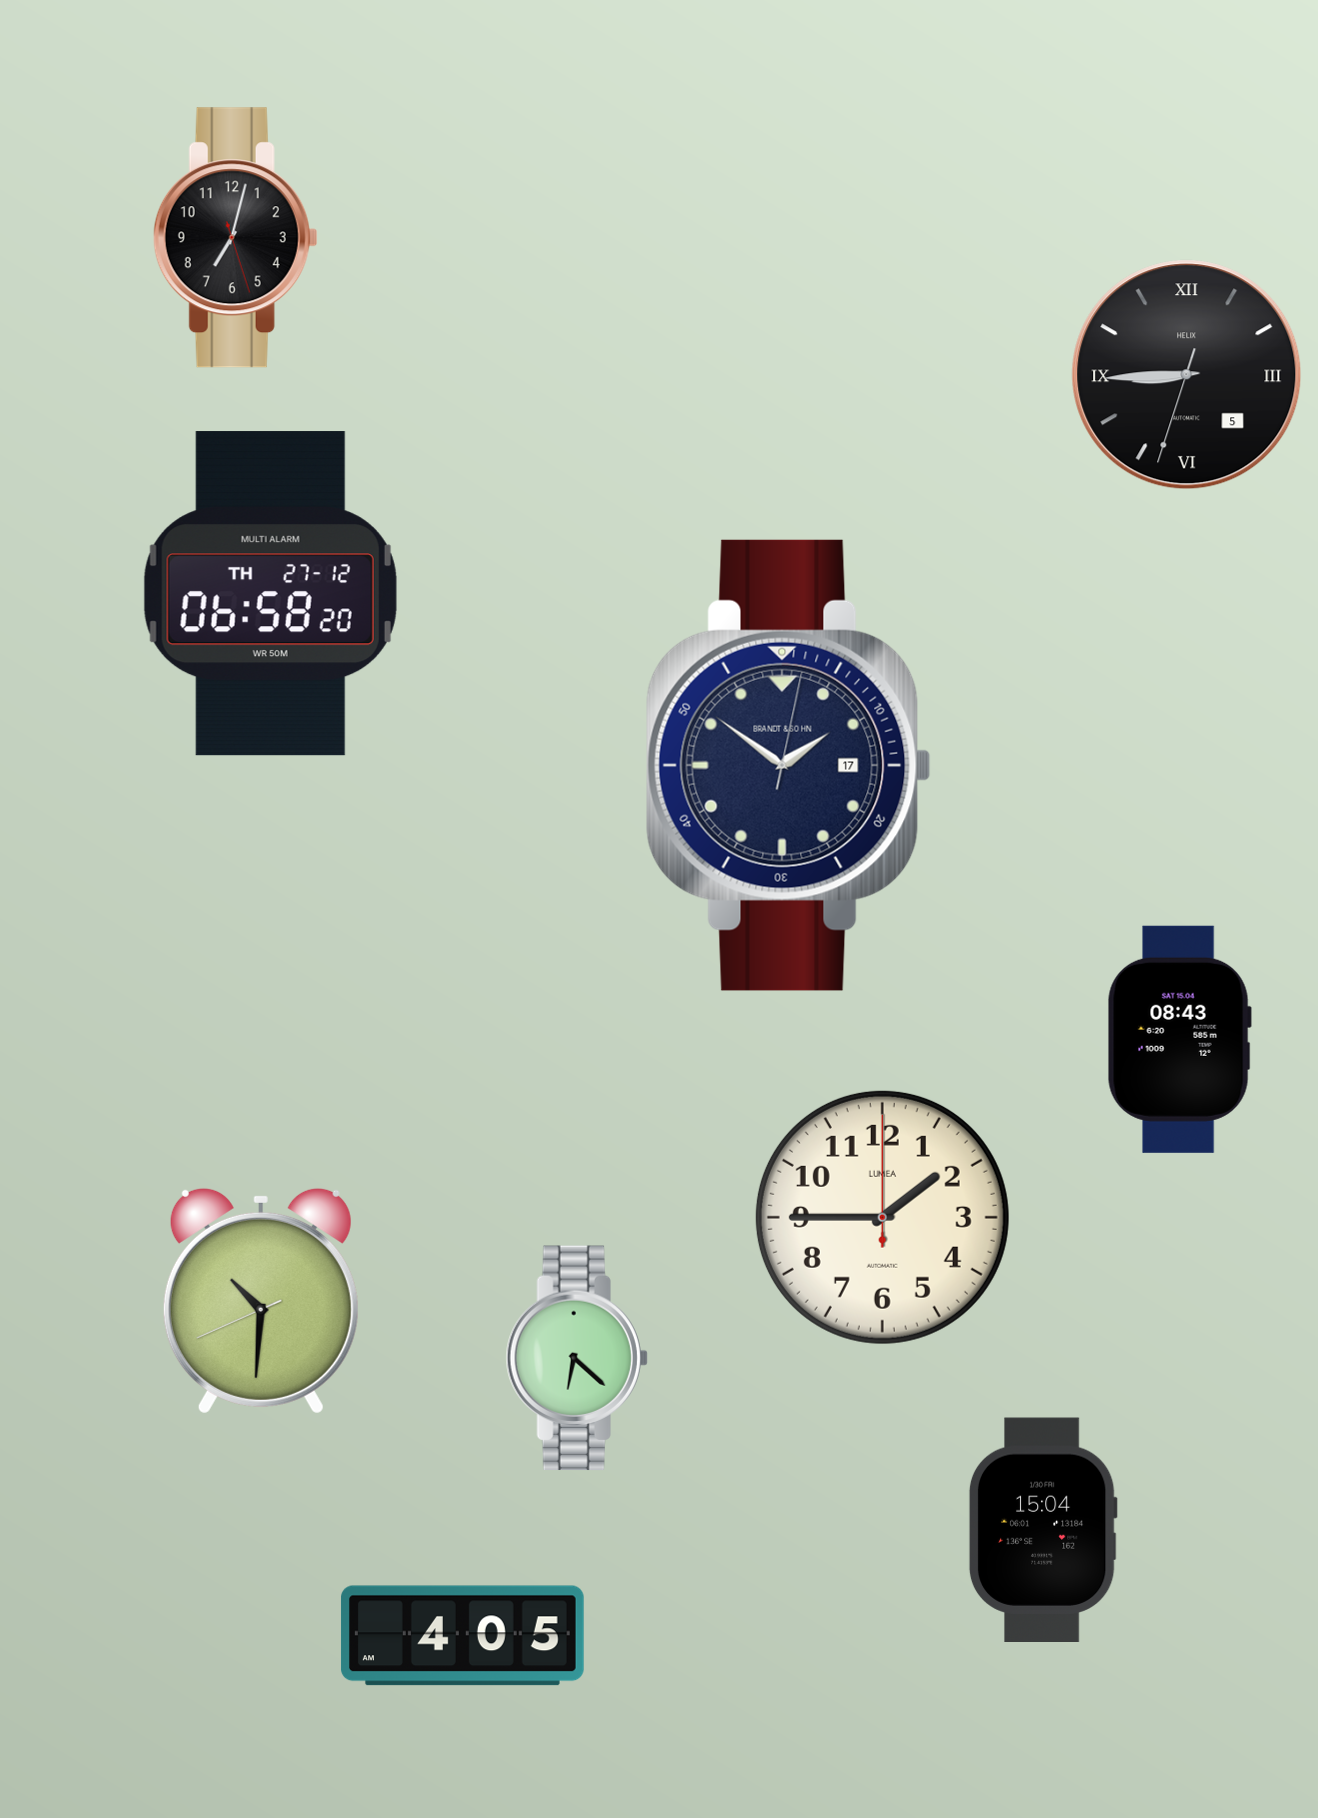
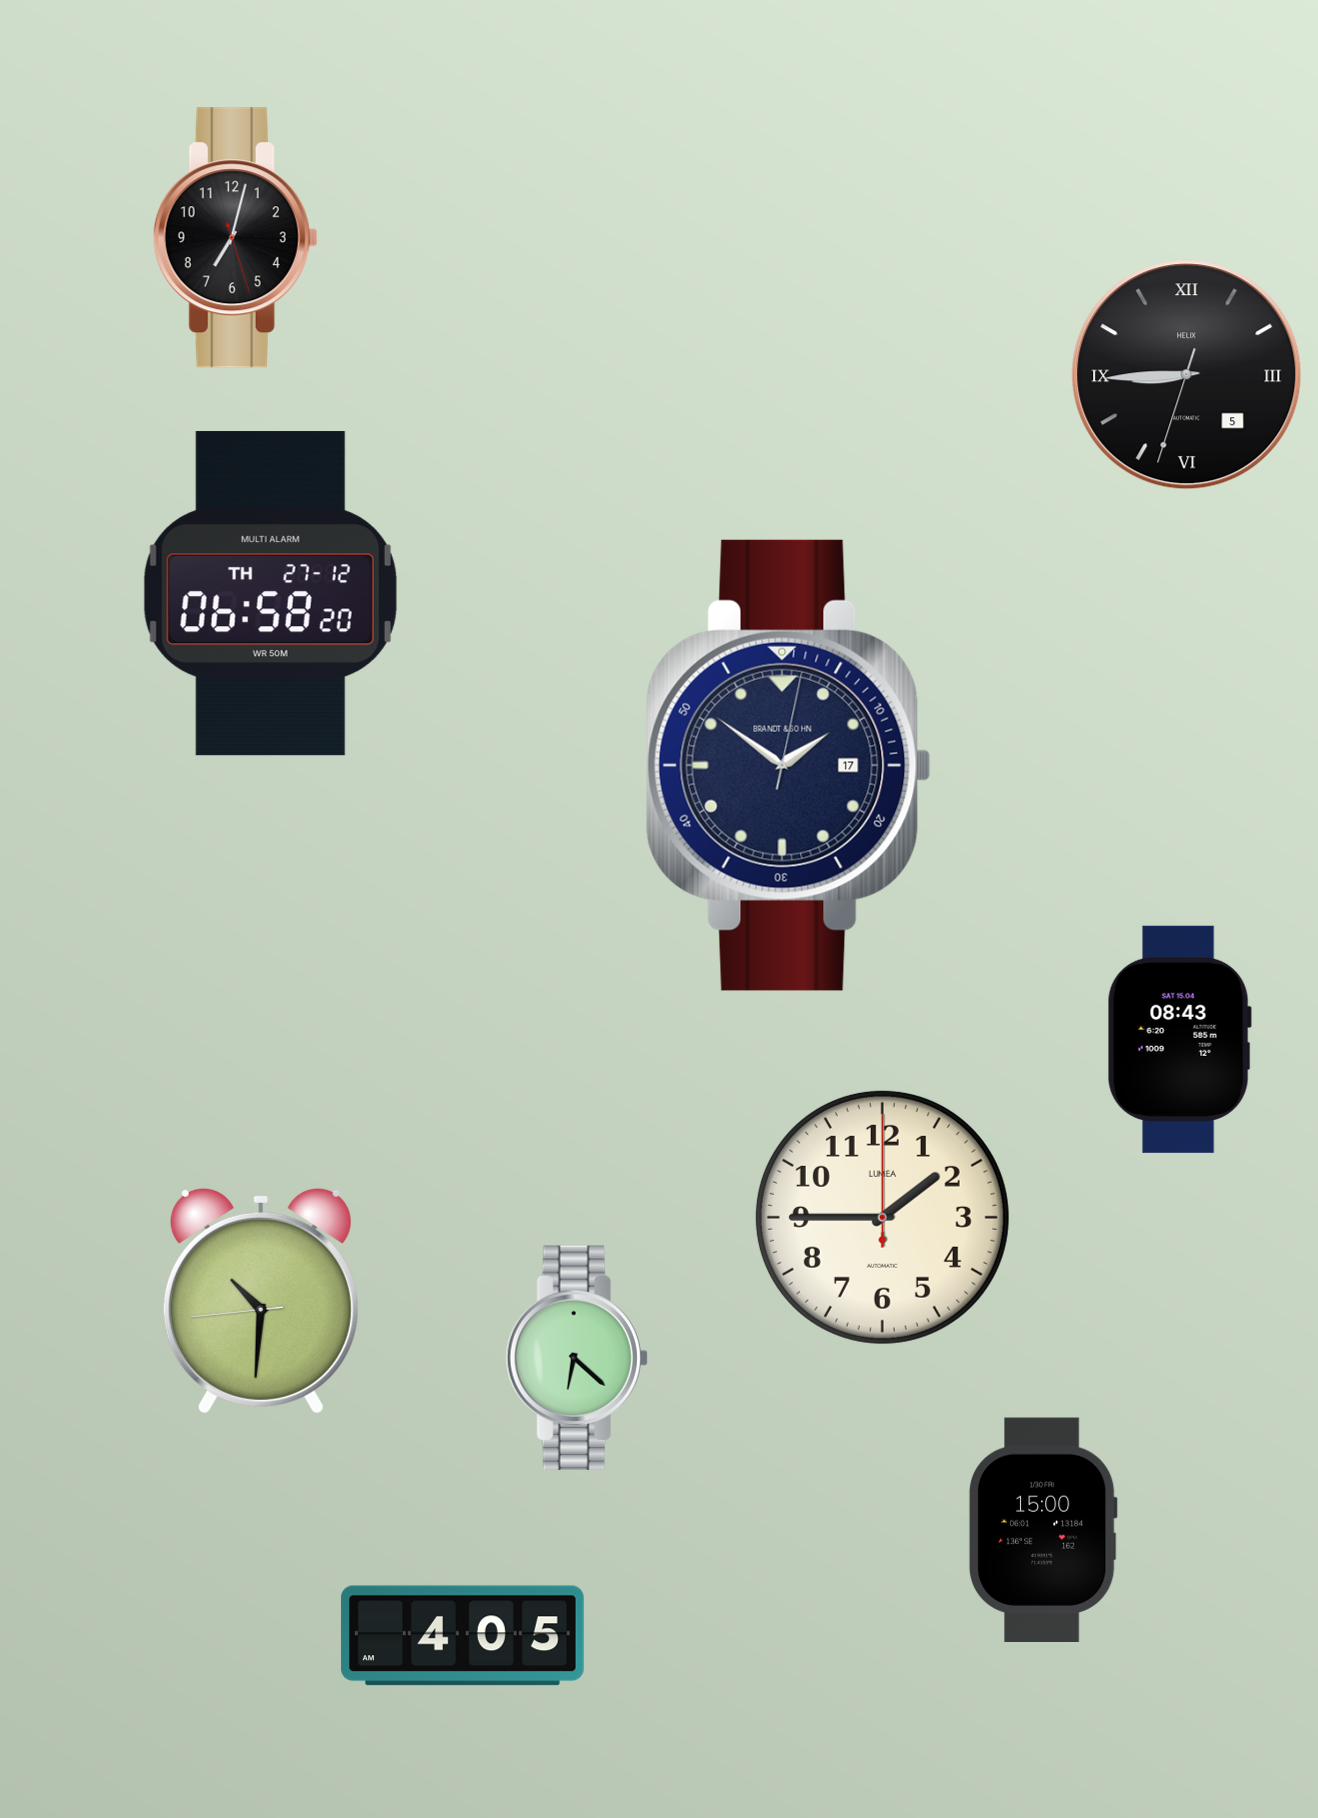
clock at (261, 1301): 10:30:41 -> 10:30:44
clock at (1043, 1529): 15:04 -> 15:00
